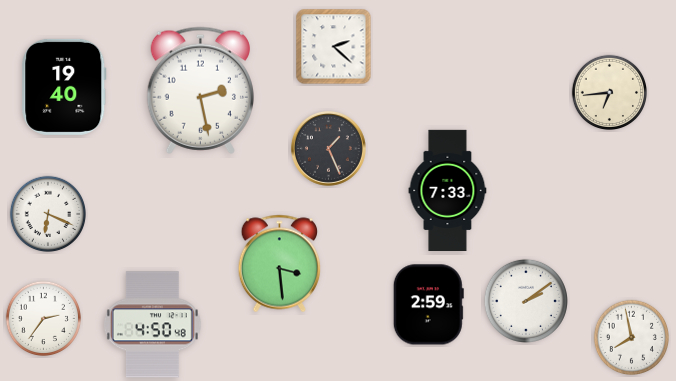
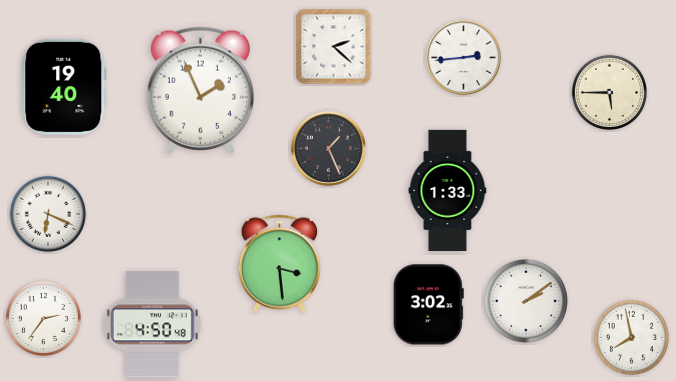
clock at (463, 57): none -> 2:44
clock at (200, 90): 2:28 -> 1:56
clock at (610, 93): 6:44 -> 5:45
clock at (448, 190): 7:33 -> 1:33
clock at (428, 305): 2:59 -> 3:02
